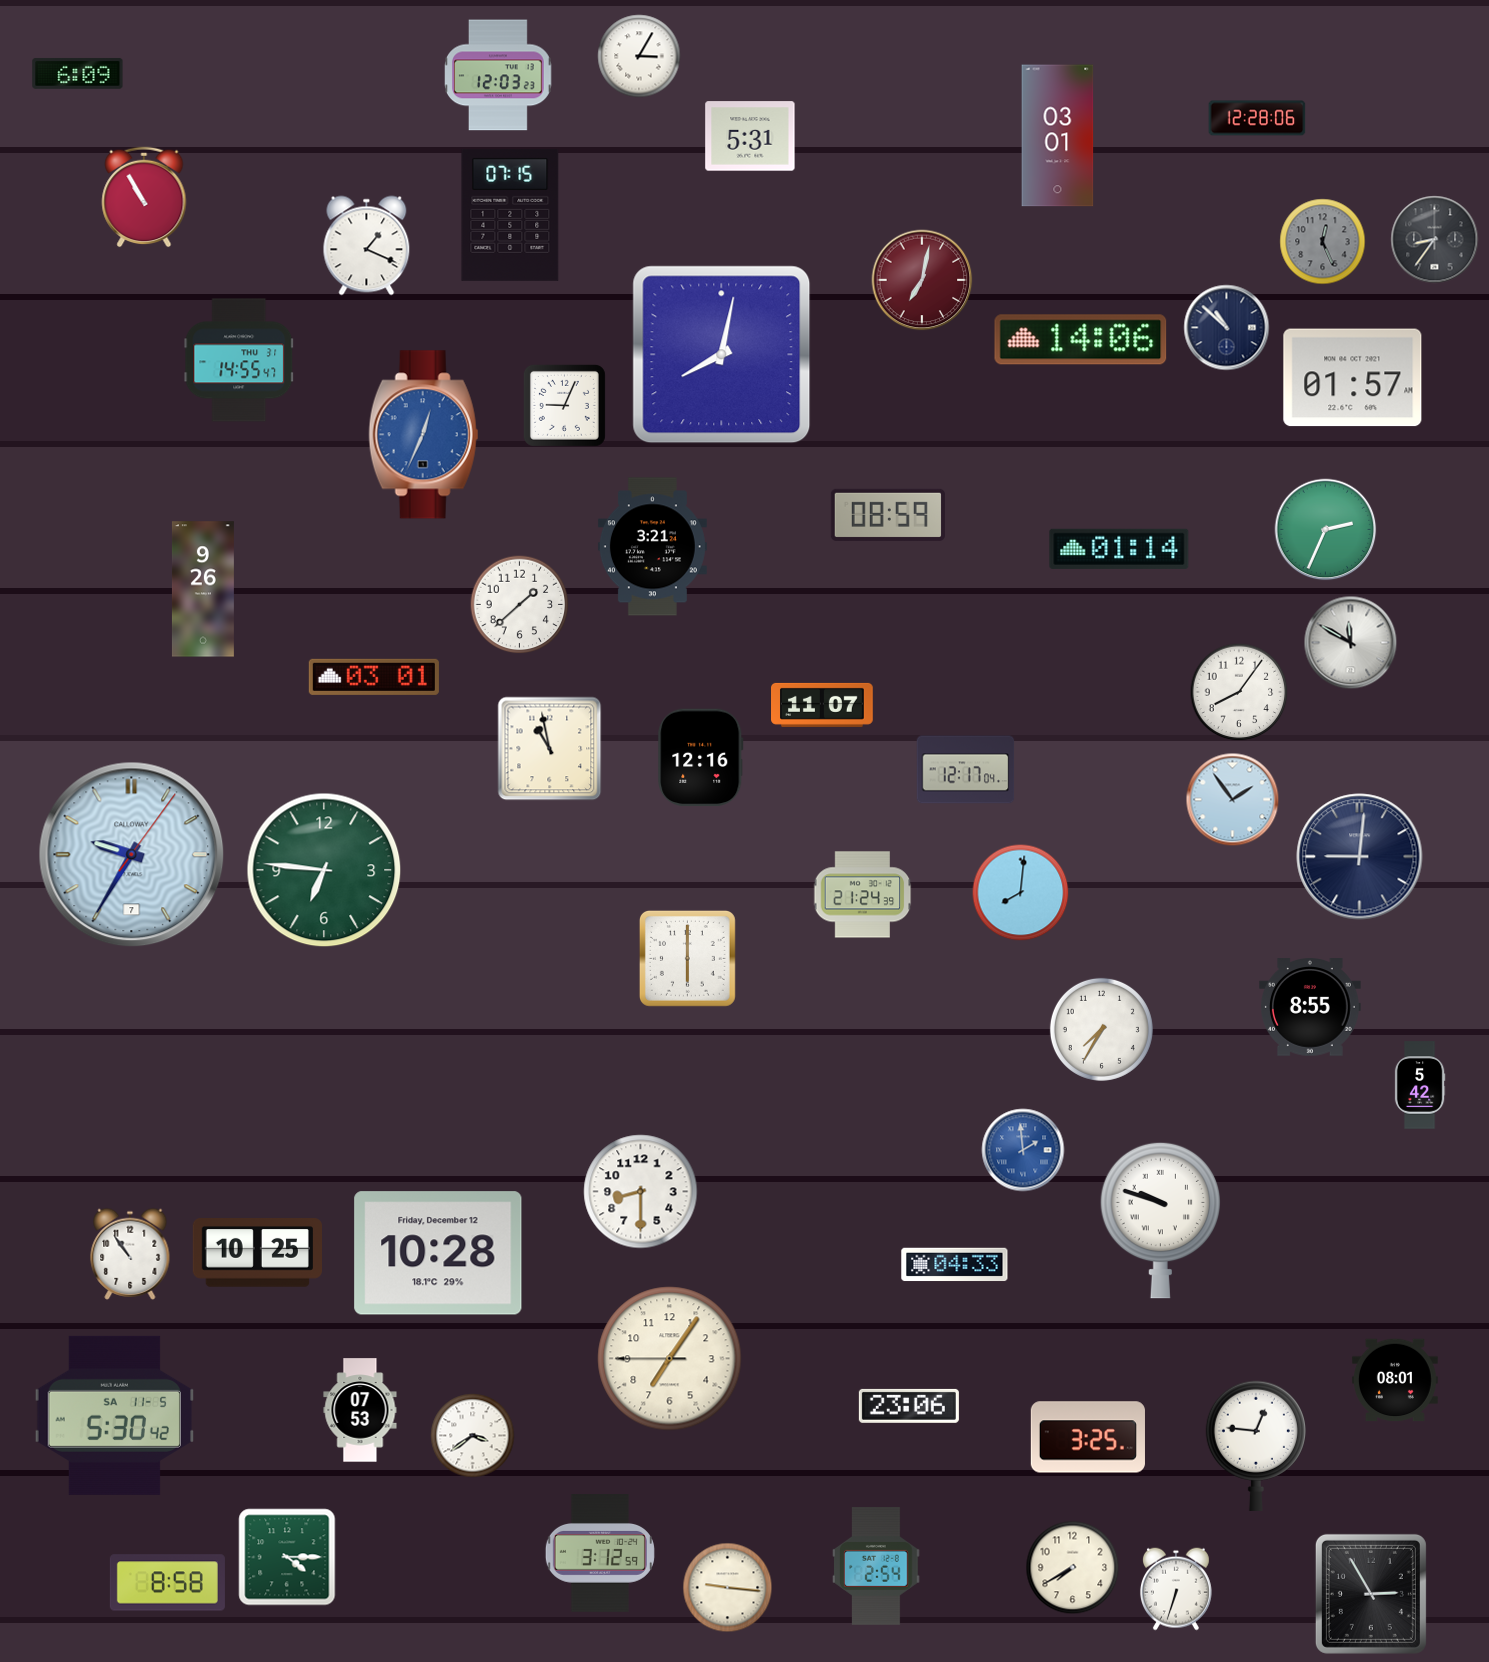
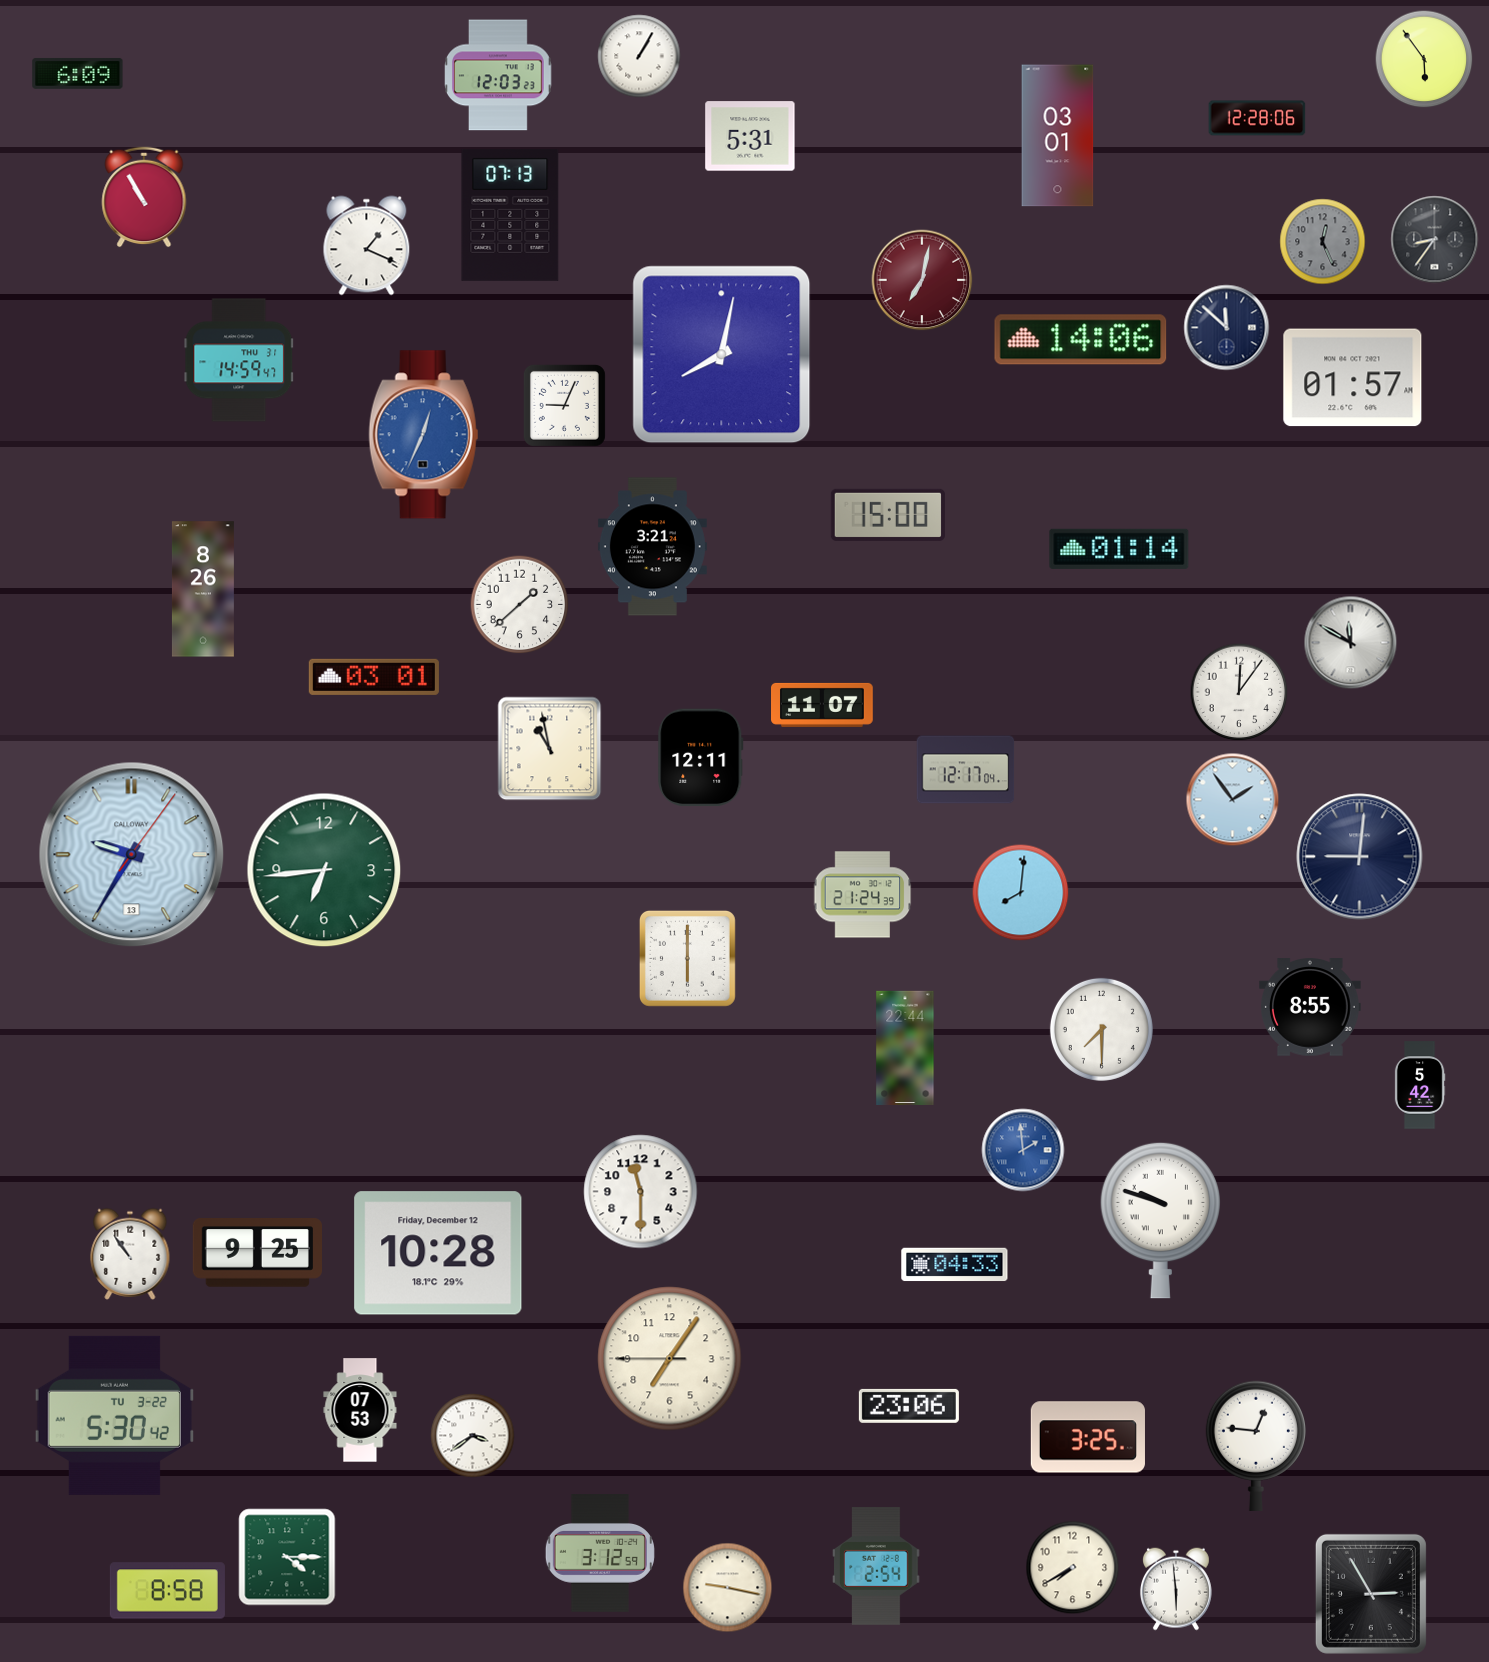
clock at (639, 56): 3:05 -> 1:05
clock at (1424, 59): none -> 5:54
clock at (510, 215): 07:15 -> 07:13
clock at (1227, 328): 10:52 -> 11:52
clock at (239, 360): 14:55 -> 14:59
clock at (888, 515): 08:59 -> 15:00
clock at (1326, 530): 2:34 -> none
clock at (203, 589): 9:26 -> 8:26
clock at (1239, 692): 8:06 -> 12:06
clock at (701, 758): 12:16 -> 12:11
clock at (132, 855) date: 7 -> 13
clock at (324, 870): 6:46 -> 6:44
clock at (1101, 1029): 7:35 -> 7:30
clock at (905, 1047): none -> 22:44
clock at (641, 1192): 8:30 -> 11:30
clock at (257, 1253): 10:25 -> 9:25
clock at (1395, 1380): 08:01 -> none
clock at (114, 1415) date: SA 11-5 -> TU 3-22
clock at (167, 1583) position: (167, 1583) -> (167, 1591)
clock at (728, 1588): 9:16 -> 9:17
clock at (1176, 1589): 6:33 -> 5:59
